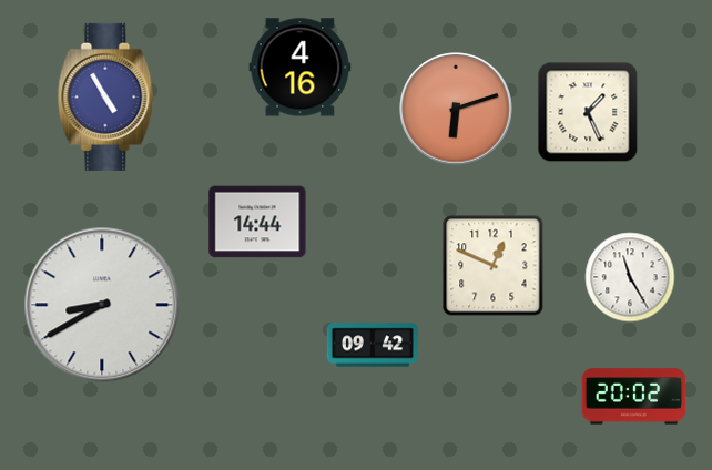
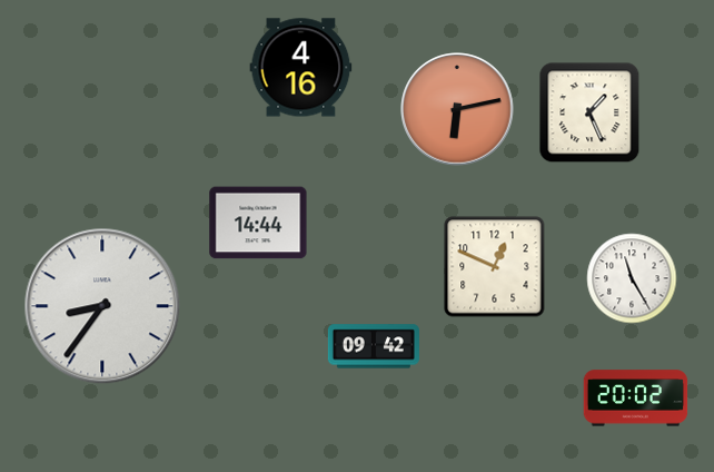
clock at (106, 96): 4:55 -> none
clock at (456, 109): 6:12 -> 6:13
clock at (102, 305): 8:40 -> 8:36
